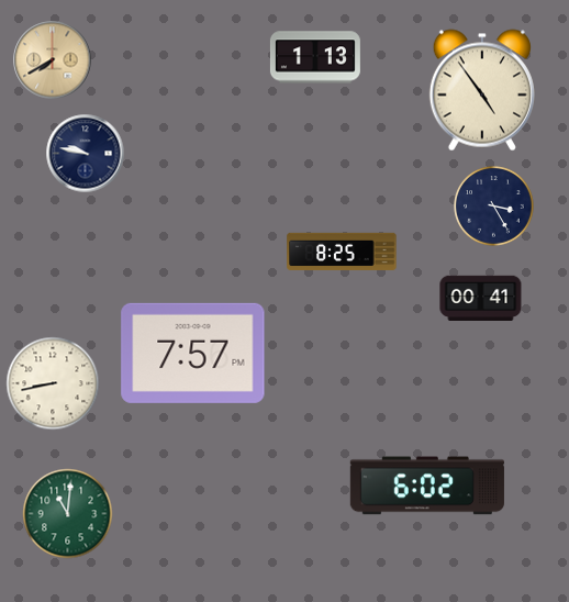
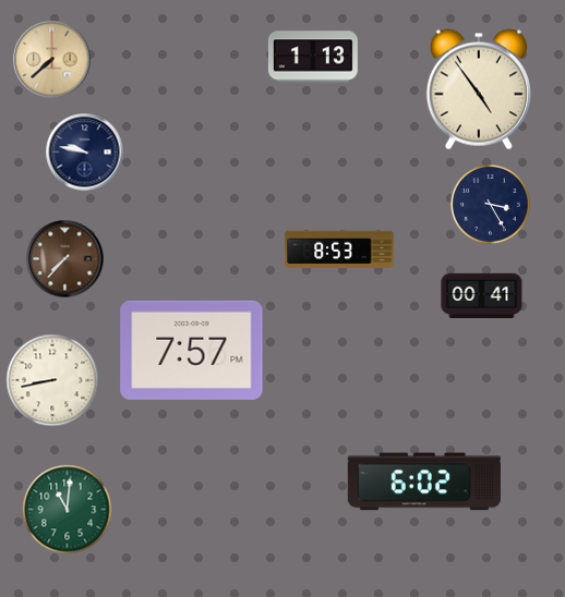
clock at (53, 60): 7:40 -> 7:38
clock at (342, 252): 8:25 -> 8:53
clock at (65, 259): none -> 7:37
clock at (481, 298) position: (481, 298) -> (482, 295)
